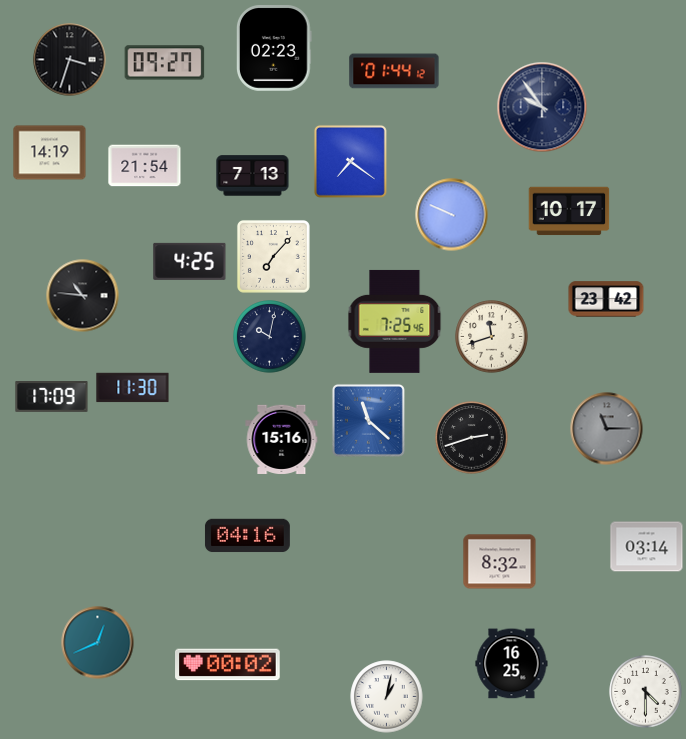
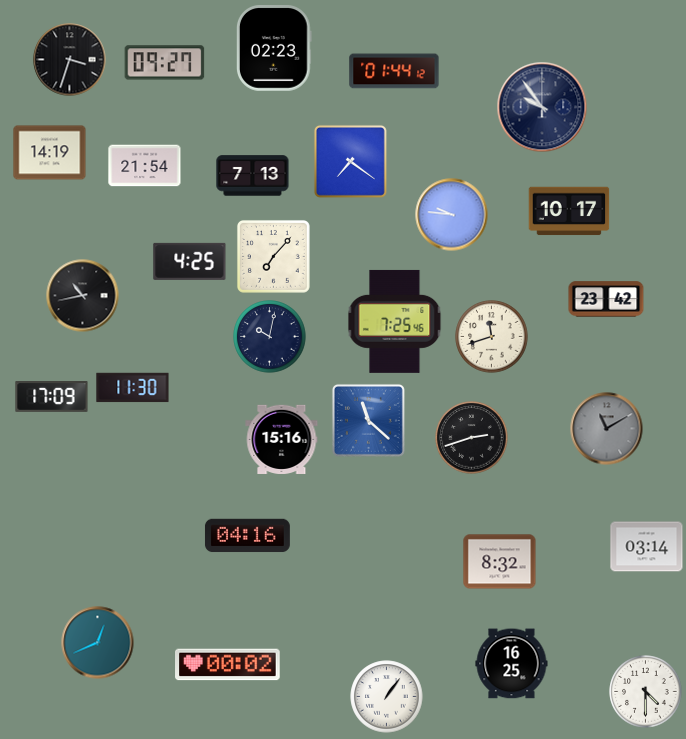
clock at (452, 215): 9:49 -> 9:46
clock at (83, 296): 10:46 -> 10:43
clock at (607, 429): 11:15 -> 11:10
clock at (387, 697): 1:02 -> 1:06
